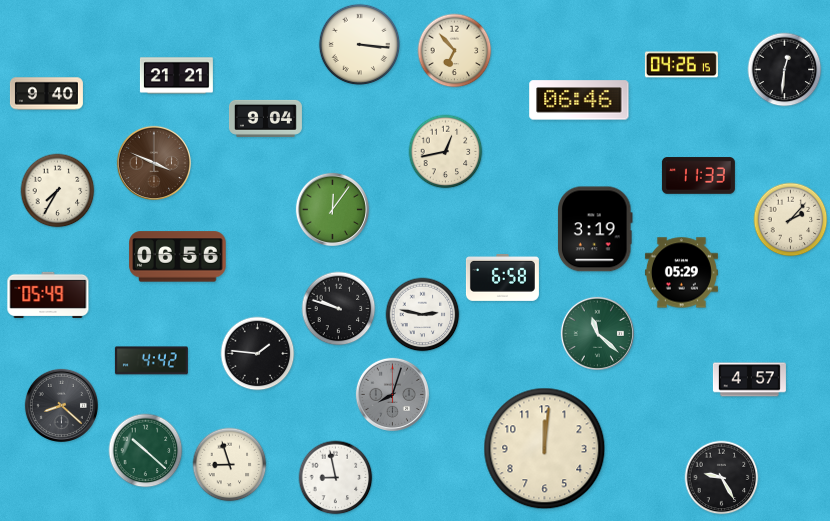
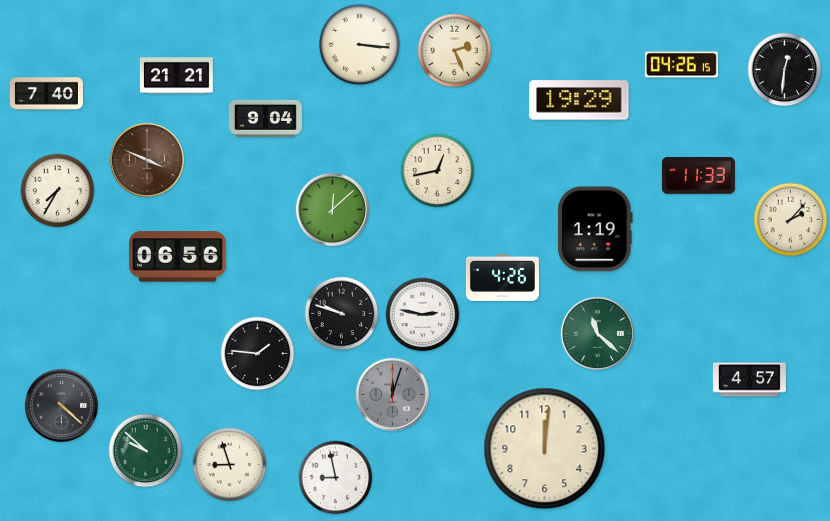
clock at (455, 51): 6:53 -> 2:26
clock at (46, 94): 9:40 -> 7:40
clock at (579, 100): 06:46 -> 19:29
clock at (446, 152) position: (446, 152) -> (438, 171)
clock at (154, 163) position: (154, 163) -> (147, 160)
clock at (332, 209): 12:06 -> 12:08
clock at (596, 229): 3:19 -> 1:19
clock at (681, 273): 05:29 -> none
clock at (502, 277): 6:58 -> 4:26
clock at (48, 294): 05:49 -> none
clock at (339, 309) position: (339, 309) -> (342, 314)
clock at (151, 361): 4:42 -> none
clock at (392, 394): 8:03 -> 12:03
clock at (61, 405): 8:22 -> 4:22
clock at (146, 451): 10:22 -> 9:52
clock at (722, 478): 9:25 -> none
